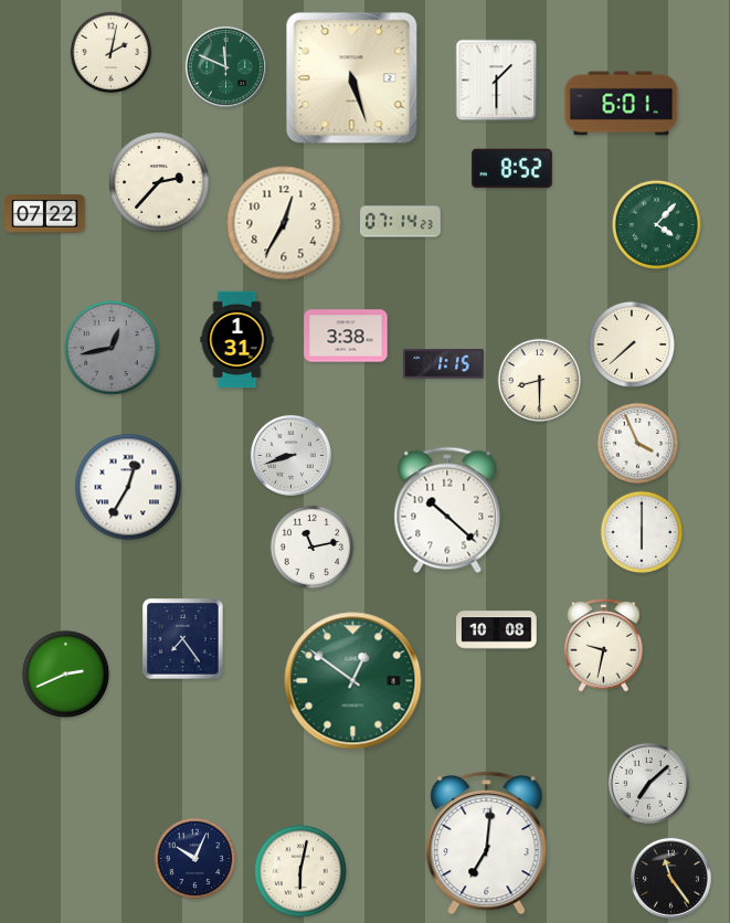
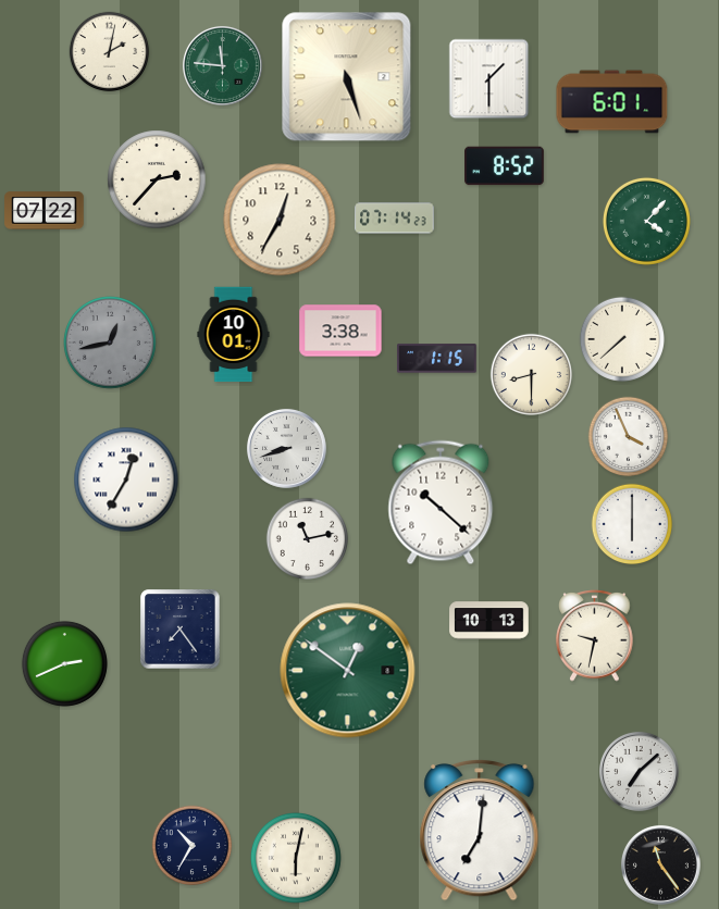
clock at (225, 66): 11:49 -> 11:46
clock at (237, 340): 1:31 -> 10:01
clock at (497, 630): 10:08 -> 10:13
clock at (195, 859): 10:04 -> 10:35
